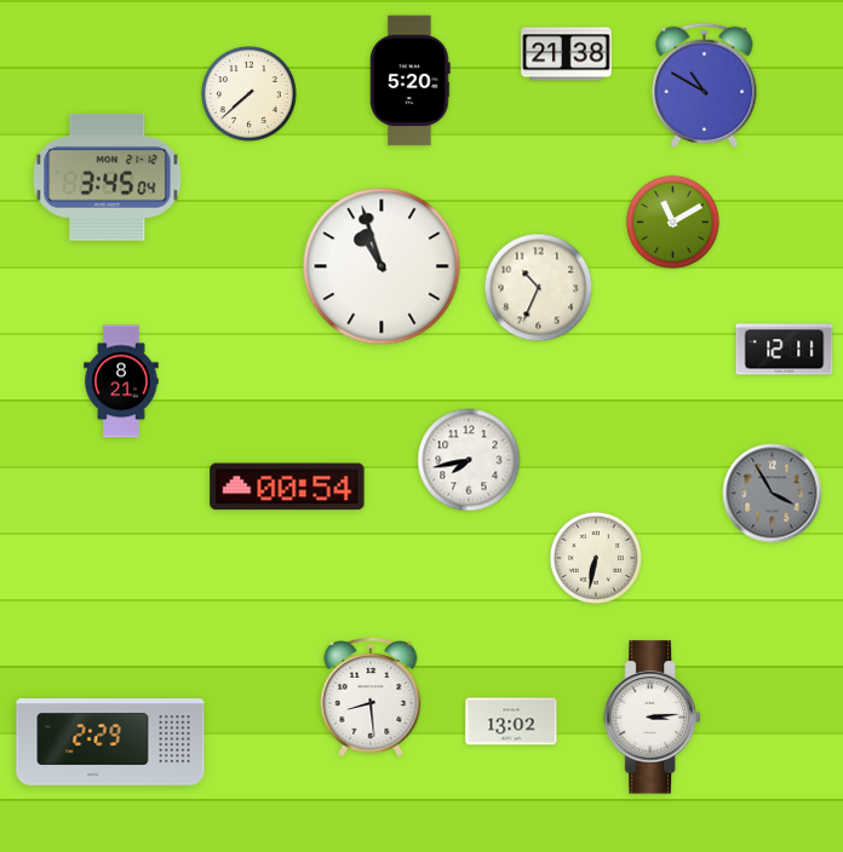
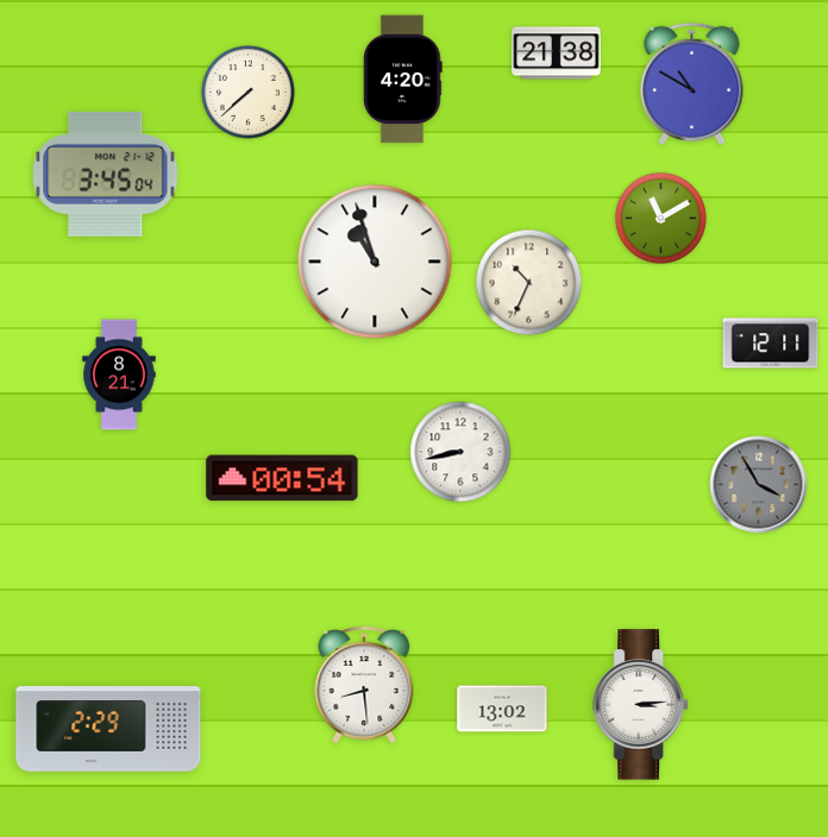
clock at (411, 81): 5:20 -> 4:20
clock at (250, 94) position: (250, 94) -> (249, 93)
clock at (469, 460): 7:43 -> 8:43
clock at (596, 558): 6:32 -> none
